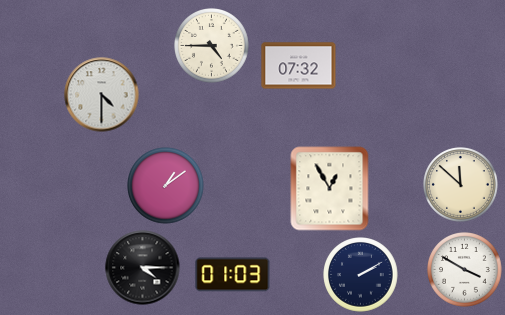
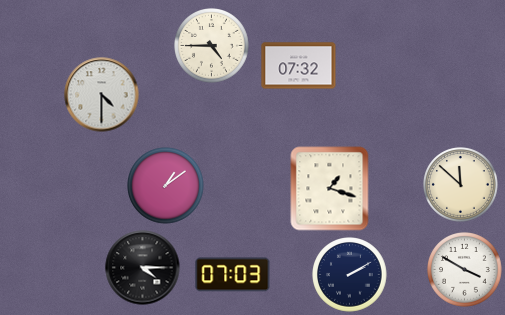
clock at (330, 189): 12:55 -> 1:18
clock at (233, 275): 01:03 -> 07:03
clock at (361, 275) position: (361, 275) -> (350, 275)
